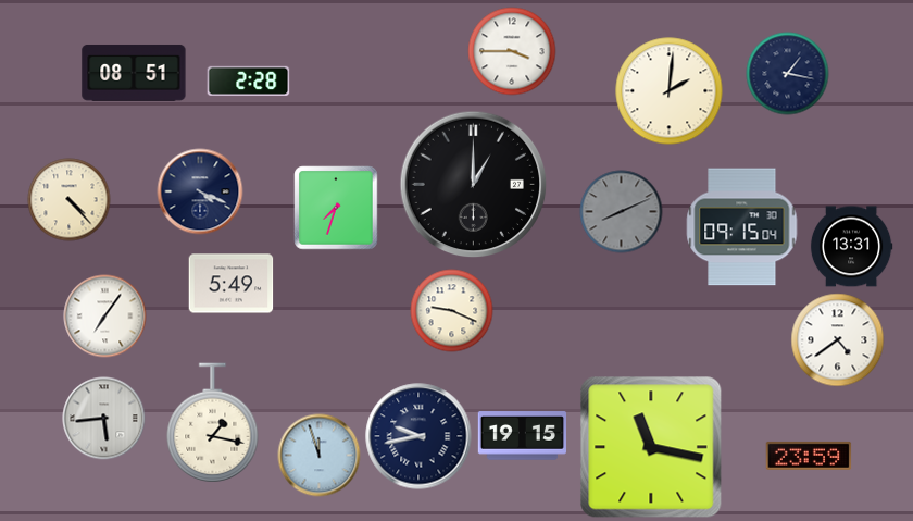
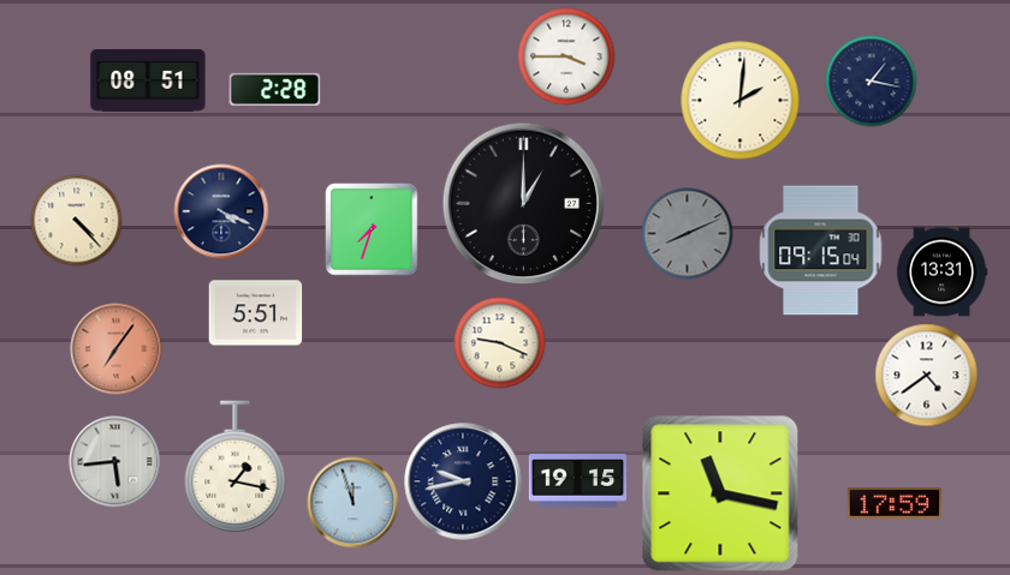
clock at (232, 284): 5:49 -> 5:51
clock at (105, 317) dial: white -> salmon
clock at (809, 456): 23:59 -> 17:59
